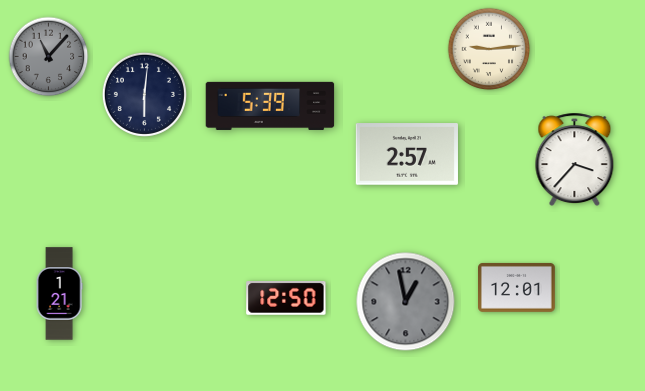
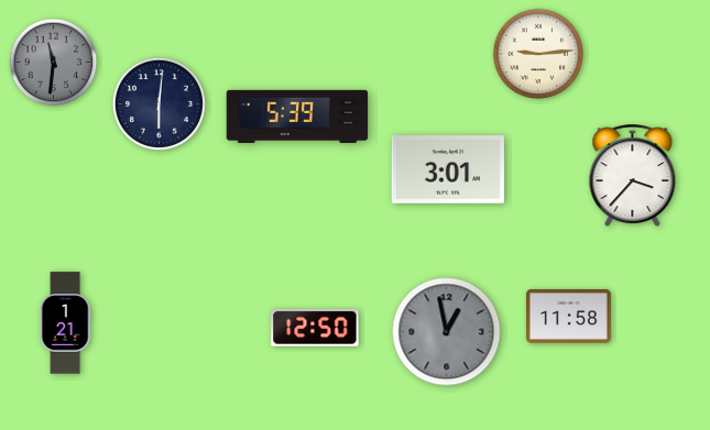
clock at (49, 57): 11:07 -> 11:31
clock at (407, 154): 2:57 -> 3:01
clock at (517, 287): 12:01 -> 11:58
